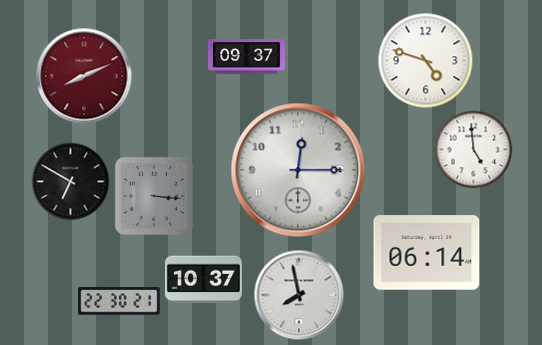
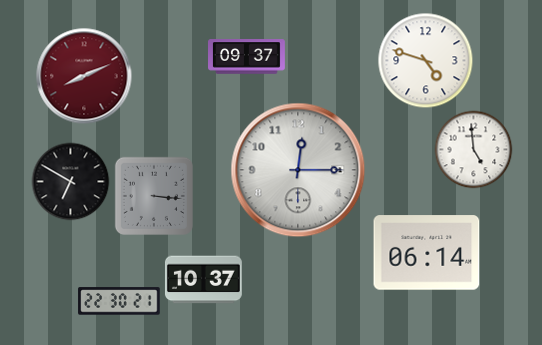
clock at (299, 295): 7:58 -> none
